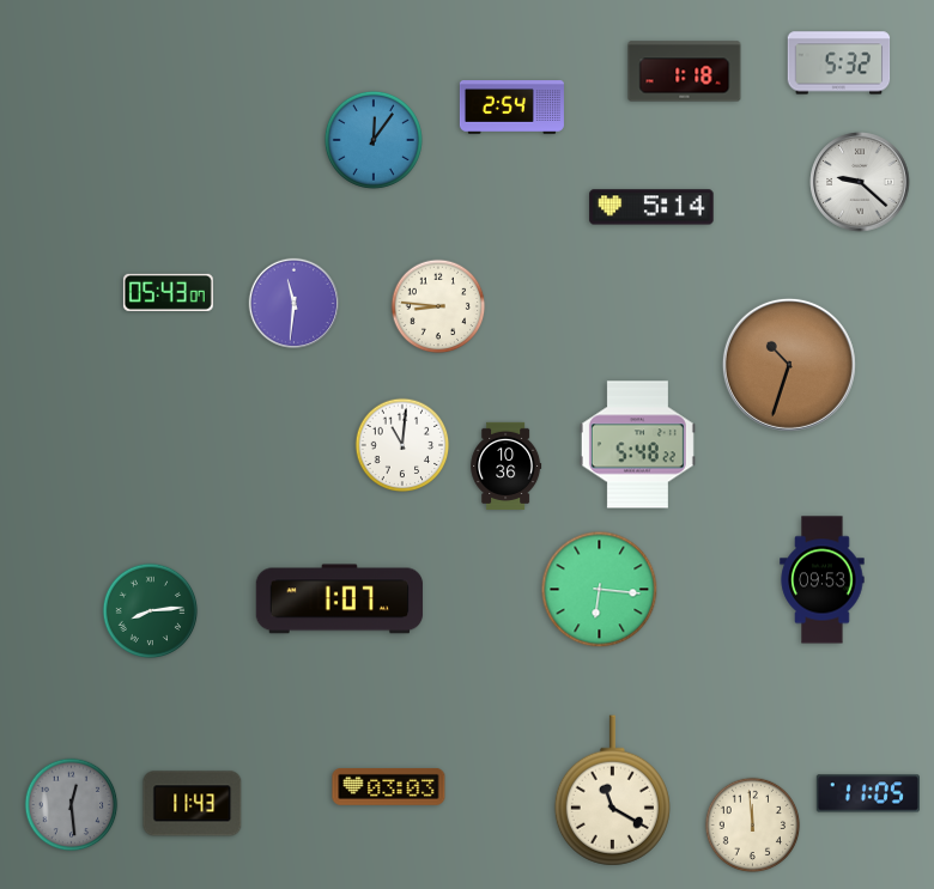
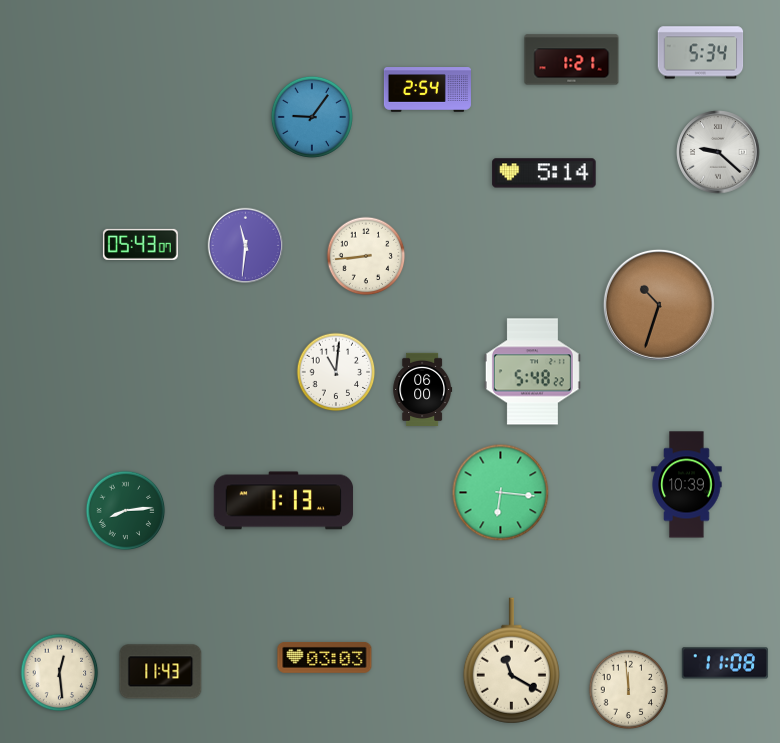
clock at (839, 63): 5:32 -> 5:34
clock at (685, 72): 1:18 -> 1:21
clock at (374, 140): 12:06 -> 9:06
clock at (295, 304) position: (295, 304) -> (246, 246)
clock at (438, 306): 8:46 -> 8:44
clock at (507, 465): 10:36 -> 06:00
clock at (823, 580): 09:53 -> 10:39
clock at (340, 599): 1:07 -> 1:13
clock at (867, 793): 11:05 -> 11:08
clock at (72, 805) dial: grey -> cream
